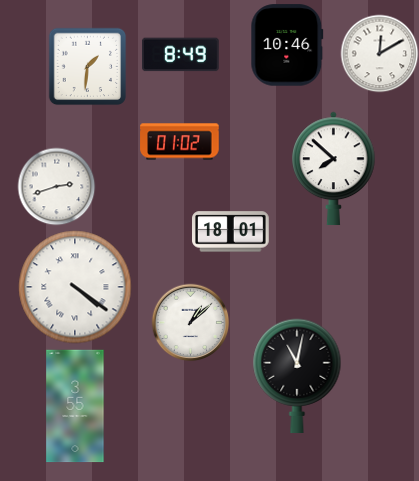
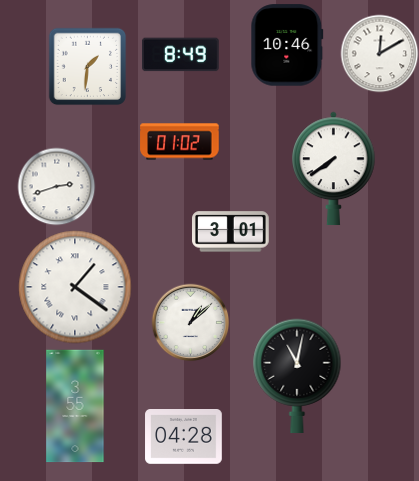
clock at (334, 168): 7:52 -> 7:39
clock at (231, 232): 18:01 -> 3:01
clock at (75, 287): 4:21 -> 1:21
clock at (184, 437): none -> 04:28
